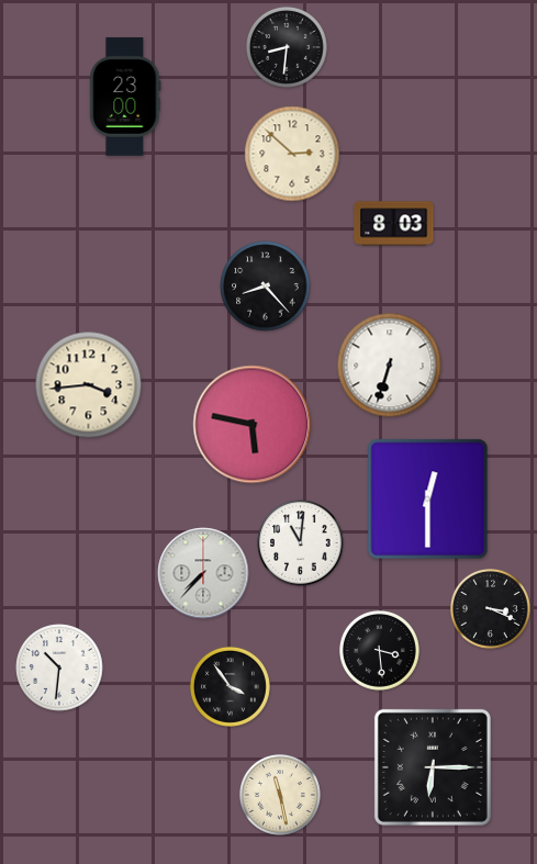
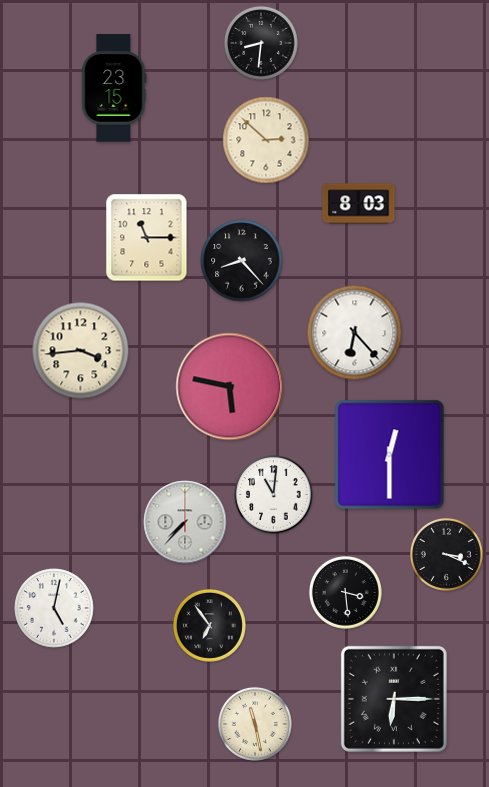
clock at (125, 97): 23:00 -> 23:15
clock at (147, 238): none -> 11:15
clock at (390, 366): 6:33 -> 6:23
clock at (59, 667): 10:31 -> 5:02
clock at (230, 686): 3:54 -> 6:54
